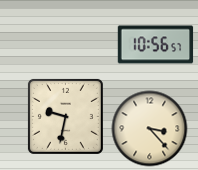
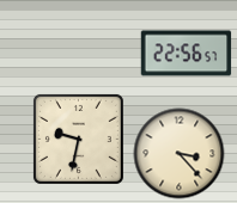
clock at (156, 45): 10:56 -> 22:56
